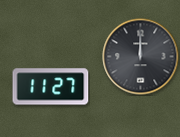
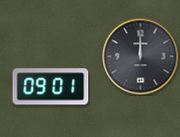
clock at (51, 87): 11:27 -> 09:01
